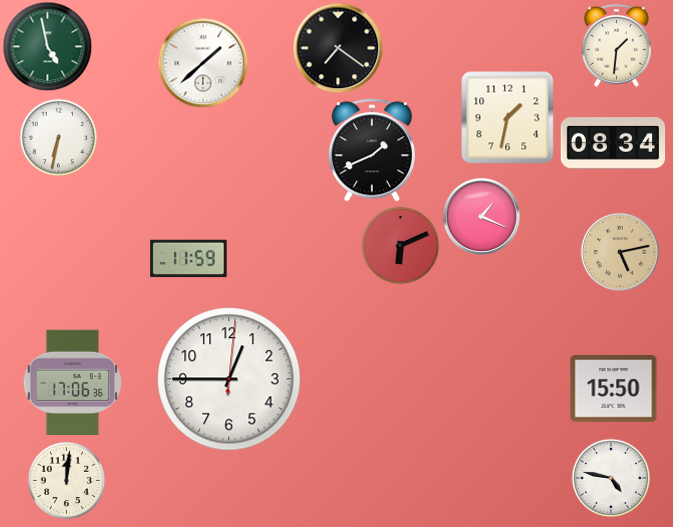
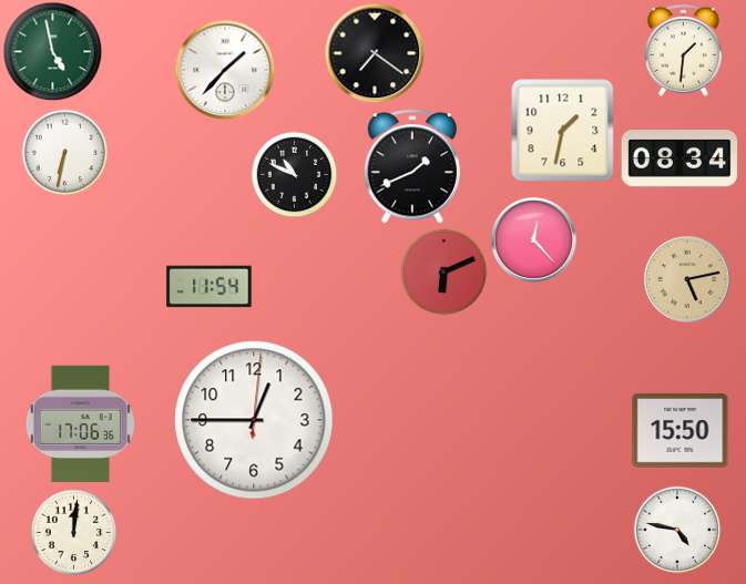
clock at (203, 63): 1:38 -> 1:37
clock at (294, 174): none -> 10:49
clock at (481, 216): 1:19 -> 12:23
clock at (189, 259): 11:59 -> 11:54
